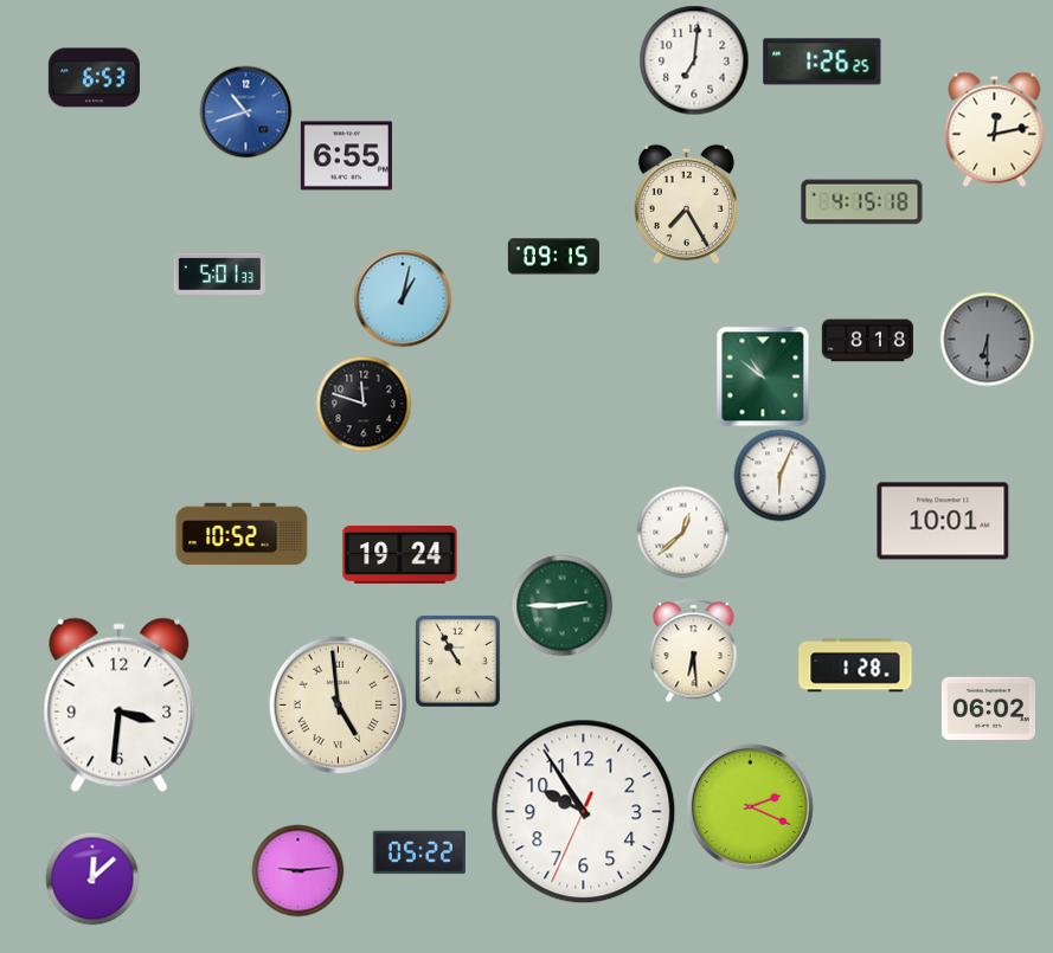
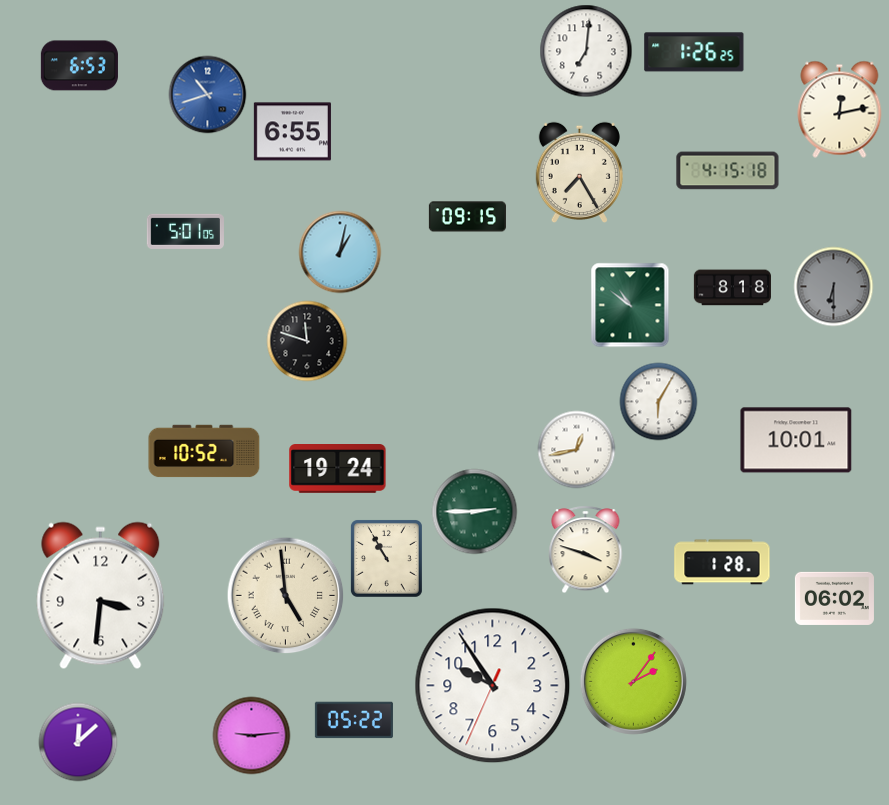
clock at (219, 273): 5:01:33 -> 5:01:05
clock at (763, 376) position: (763, 376) -> (630, 305)
clock at (779, 475): 6:04 -> 6:05
clock at (682, 532): 12:38 -> 12:43
clock at (694, 650): 6:29 -> 3:48
clock at (750, 806): 2:19 -> 2:06
